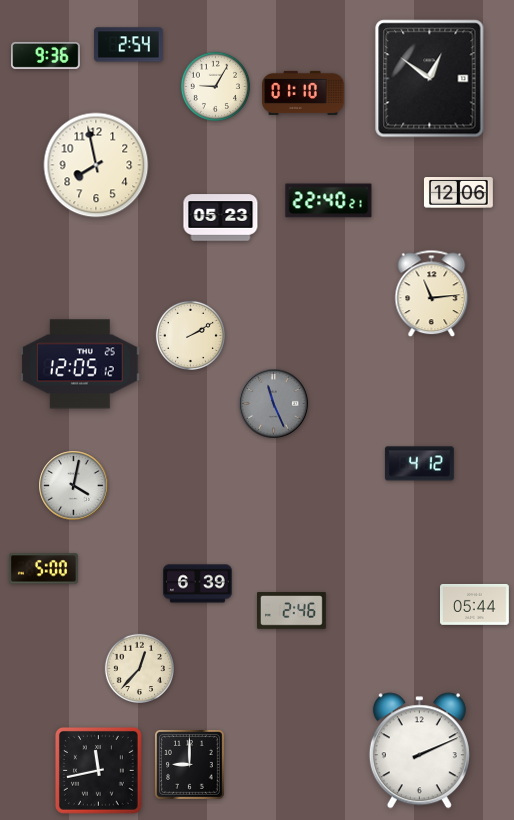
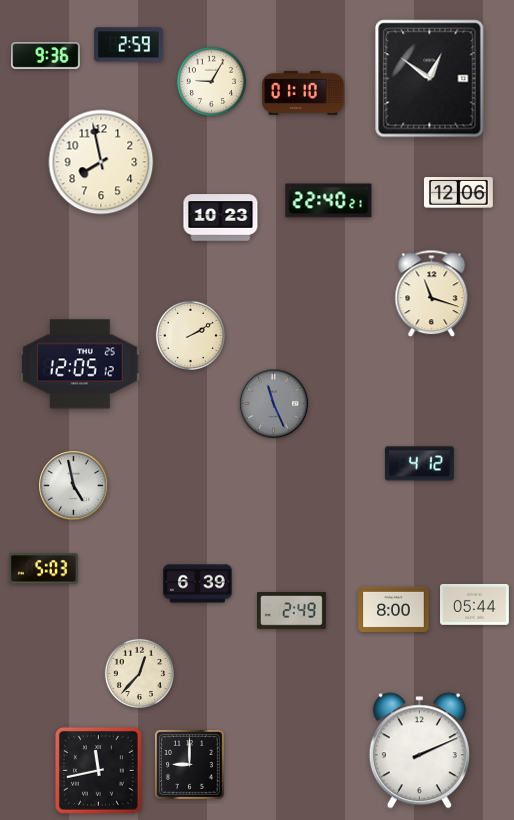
clock at (128, 45): 2:54 -> 2:59
clock at (215, 86) position: (215, 86) -> (211, 81)
clock at (96, 165) position: (96, 165) -> (101, 162)
clock at (221, 218): 05:23 -> 10:23
clock at (432, 294): 11:14 -> 11:18
clock at (74, 486): 4:02 -> 4:58
clock at (43, 569): 5:00 -> 5:03
clock at (394, 609): none -> 8:00
clock at (292, 611): 2:46 -> 2:49
clock at (139, 668) position: (139, 668) -> (139, 673)
